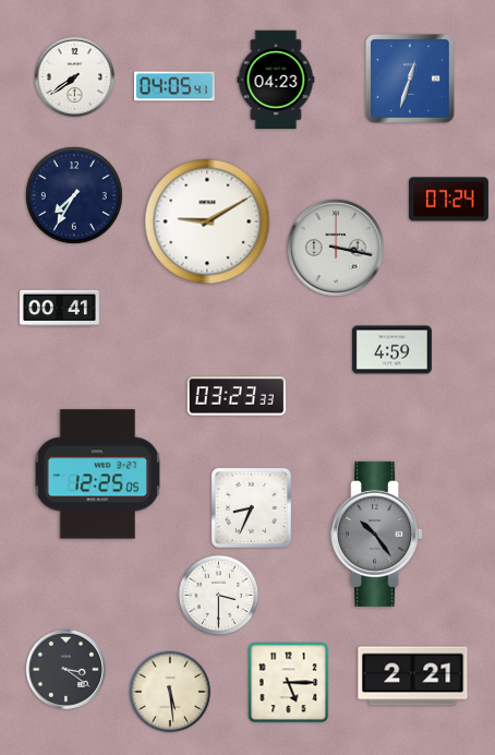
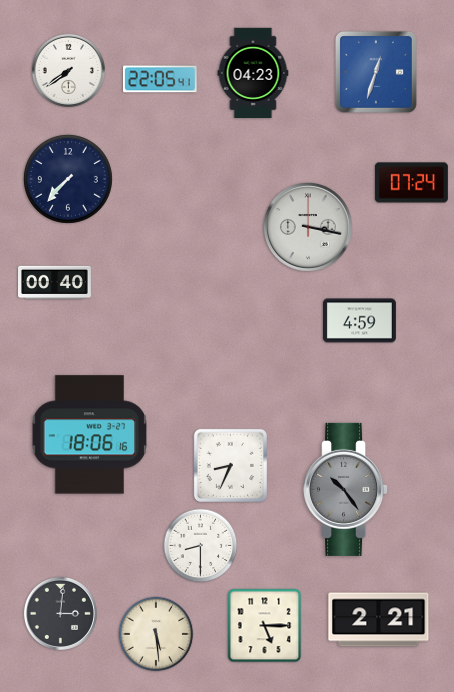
clock at (176, 86): 04:05 -> 22:05
clock at (74, 195): 7:35 -> 7:37
clock at (207, 221): 9:10 -> none
clock at (60, 309): 00:41 -> 00:40
clock at (237, 396): 03:23 -> none
clock at (98, 475): 12:25 -> 18:06
clock at (219, 596): 3:30 -> 8:30
clock at (65, 669): 3:21 -> 3:01
